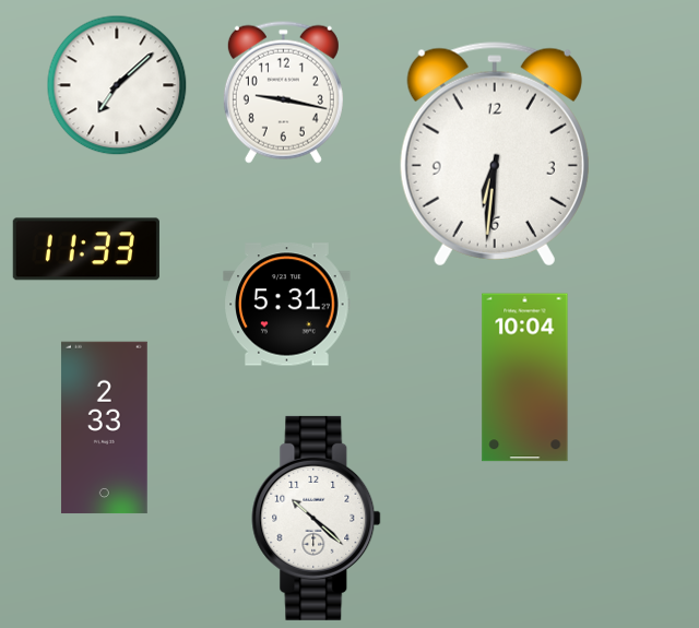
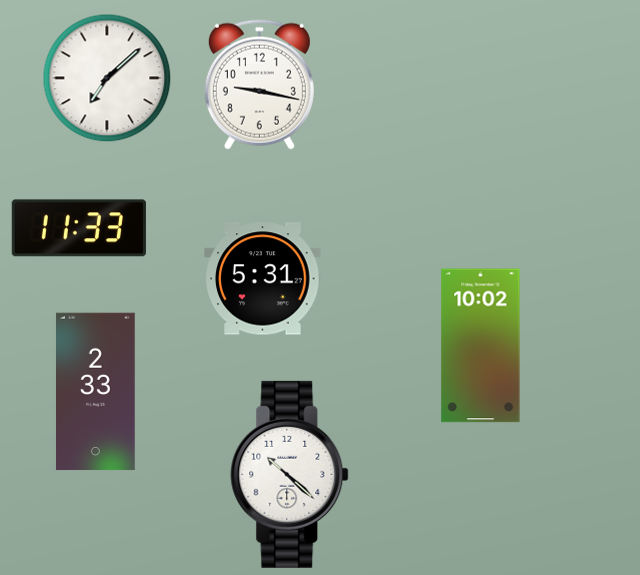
clock at (495, 154): 6:31 -> none
clock at (525, 378): 10:04 -> 10:02
